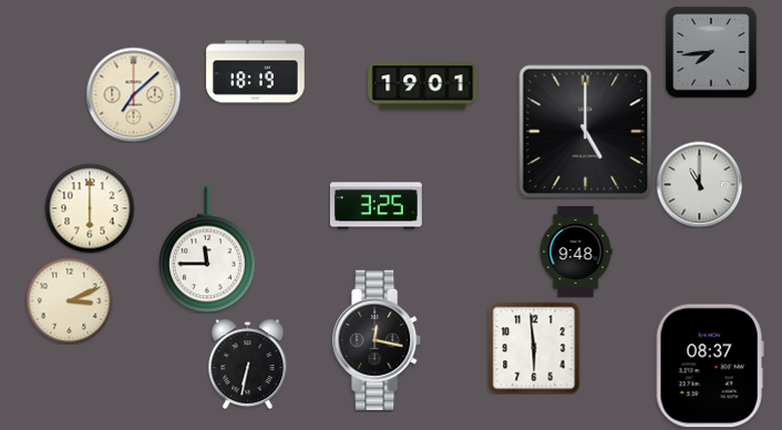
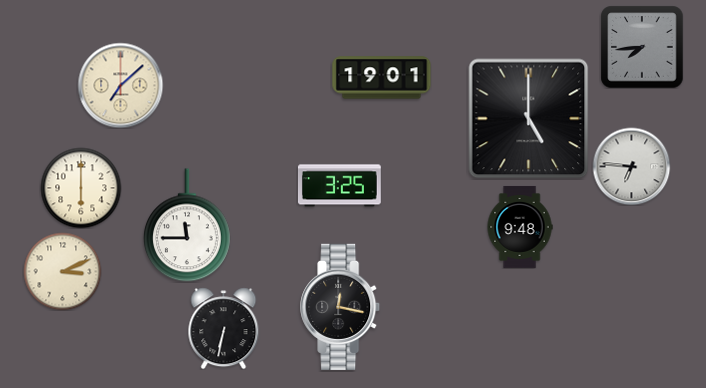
clock at (256, 72): 18:19 -> none
clock at (699, 184): 11:00 -> 6:46
clock at (534, 348): 5:59 -> none
clock at (710, 366): 08:37 -> none
